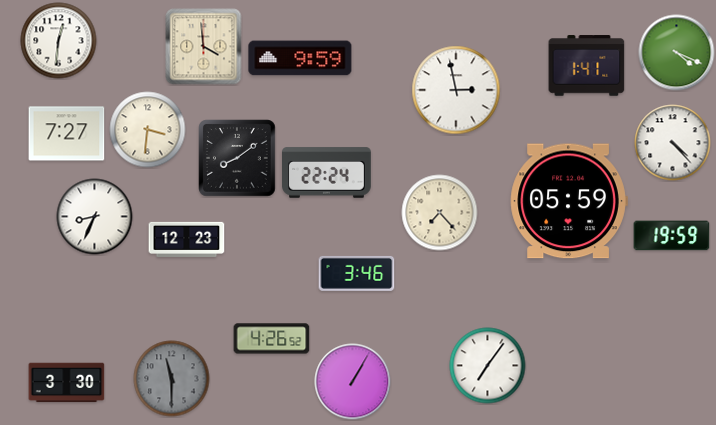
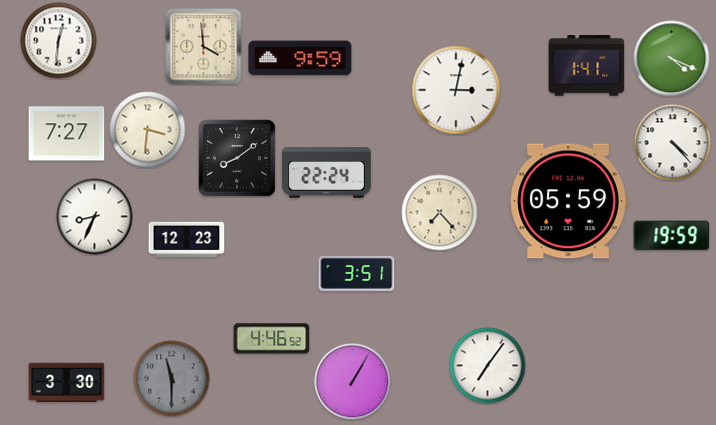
clock at (677, 53) position: (677, 53) -> (672, 59)
clock at (456, 90): 2:58 -> 3:02
clock at (357, 273): 3:46 -> 3:51
clock at (272, 339): 4:26 -> 4:46
